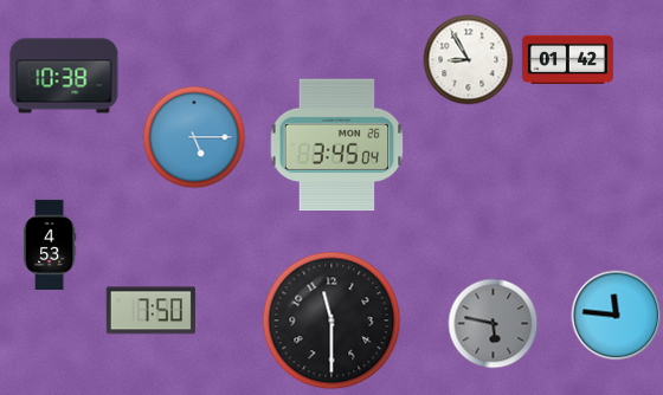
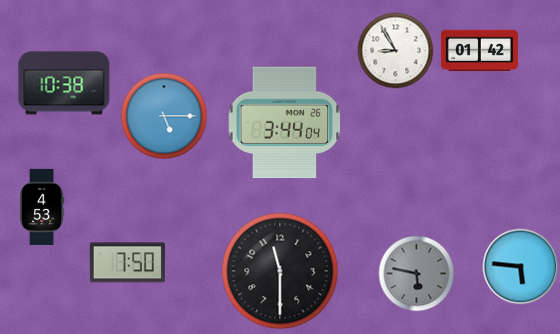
clock at (64, 76) position: (64, 76) -> (64, 83)
clock at (337, 145): 3:45 -> 3:44
clock at (617, 316): 11:46 -> 5:46
